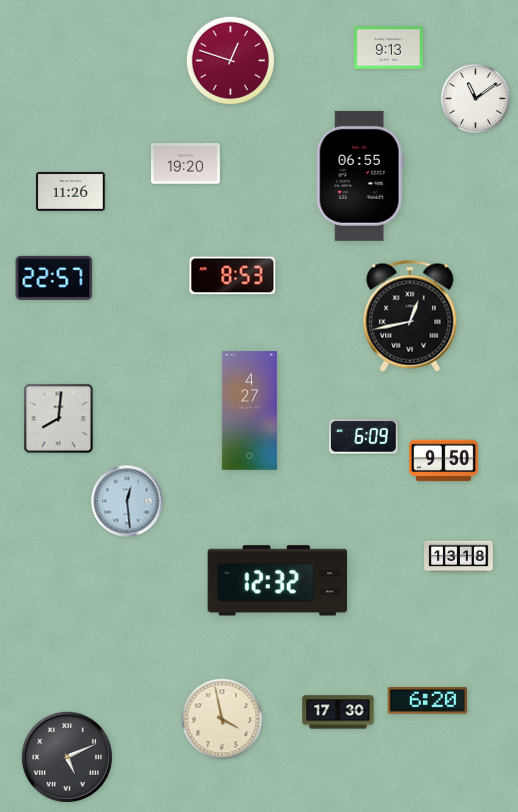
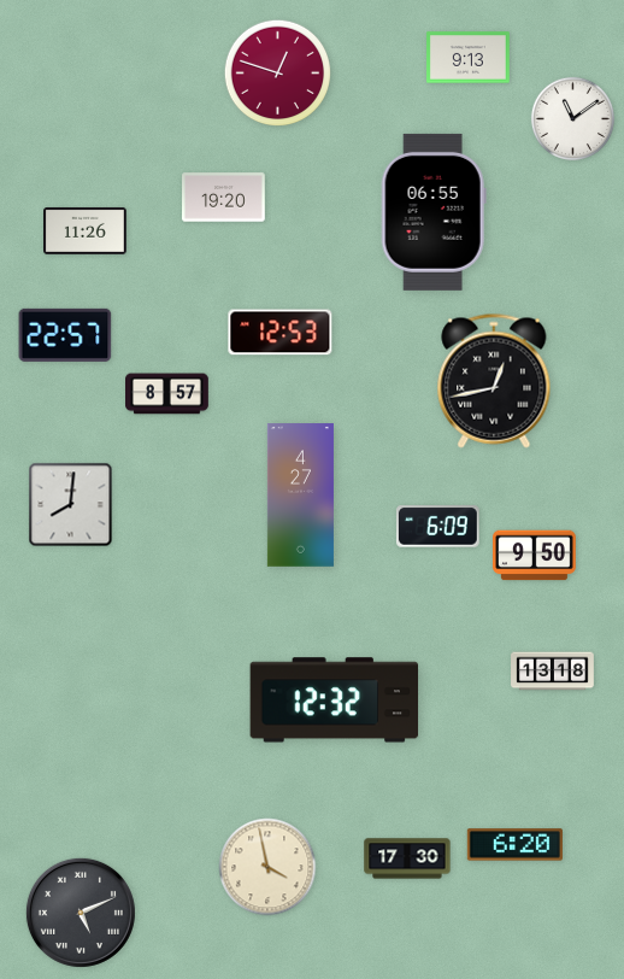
clock at (233, 276): 8:53 -> 12:53
clock at (167, 394): none -> 8:57
clock at (127, 501): 12:29 -> none
